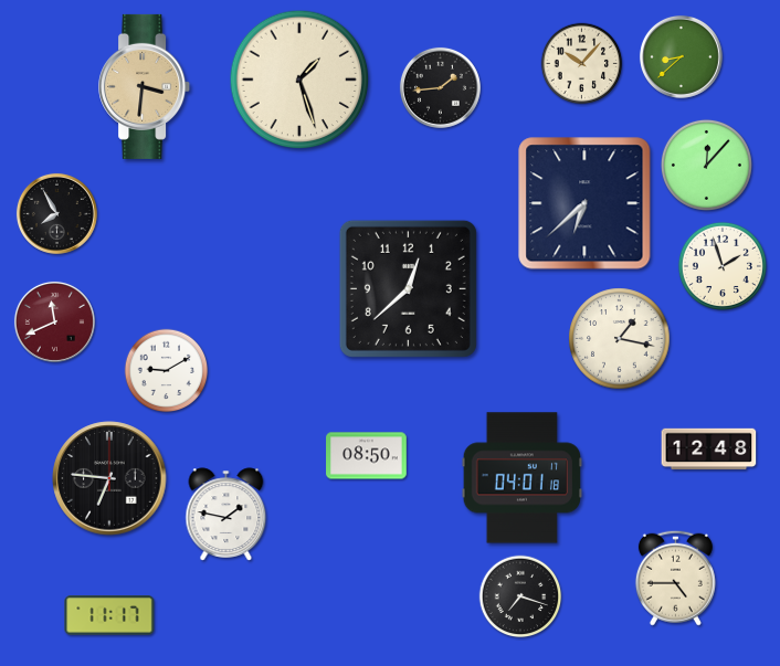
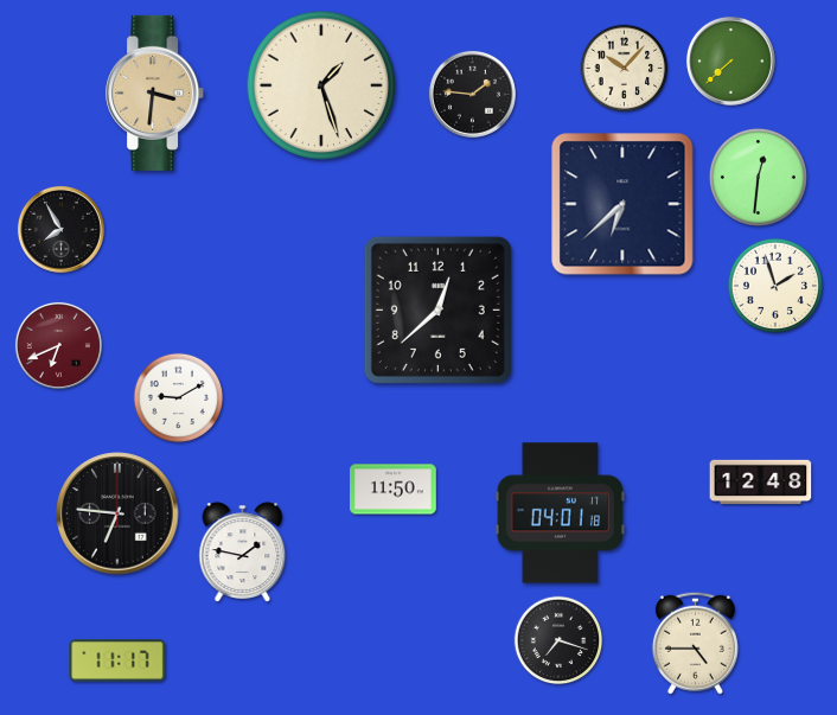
clock at (681, 56): 8:38 -> 7:38
clock at (440, 87): 1:44 -> 1:46
clock at (706, 165): 12:07 -> 12:31
clock at (584, 203) position: (584, 203) -> (622, 204)
clock at (54, 321): 11:41 -> 6:41
clock at (620, 339): 1:17 -> none
clock at (367, 456): 08:50 -> 11:50
clock at (675, 578) position: (675, 578) -> (695, 643)
